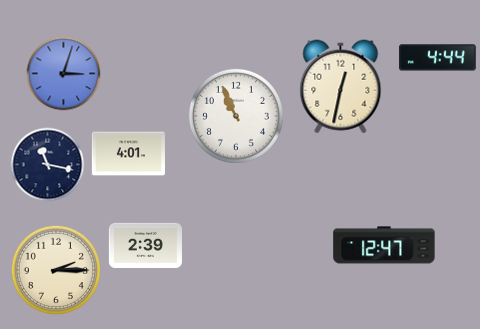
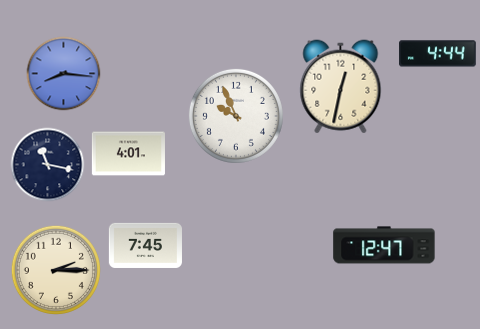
clock at (438, 58) position: (438, 58) -> (438, 54)
clock at (64, 74): 3:03 -> 8:16
clock at (236, 116): 10:56 -> 9:56
clock at (145, 245): 2:39 -> 7:45
